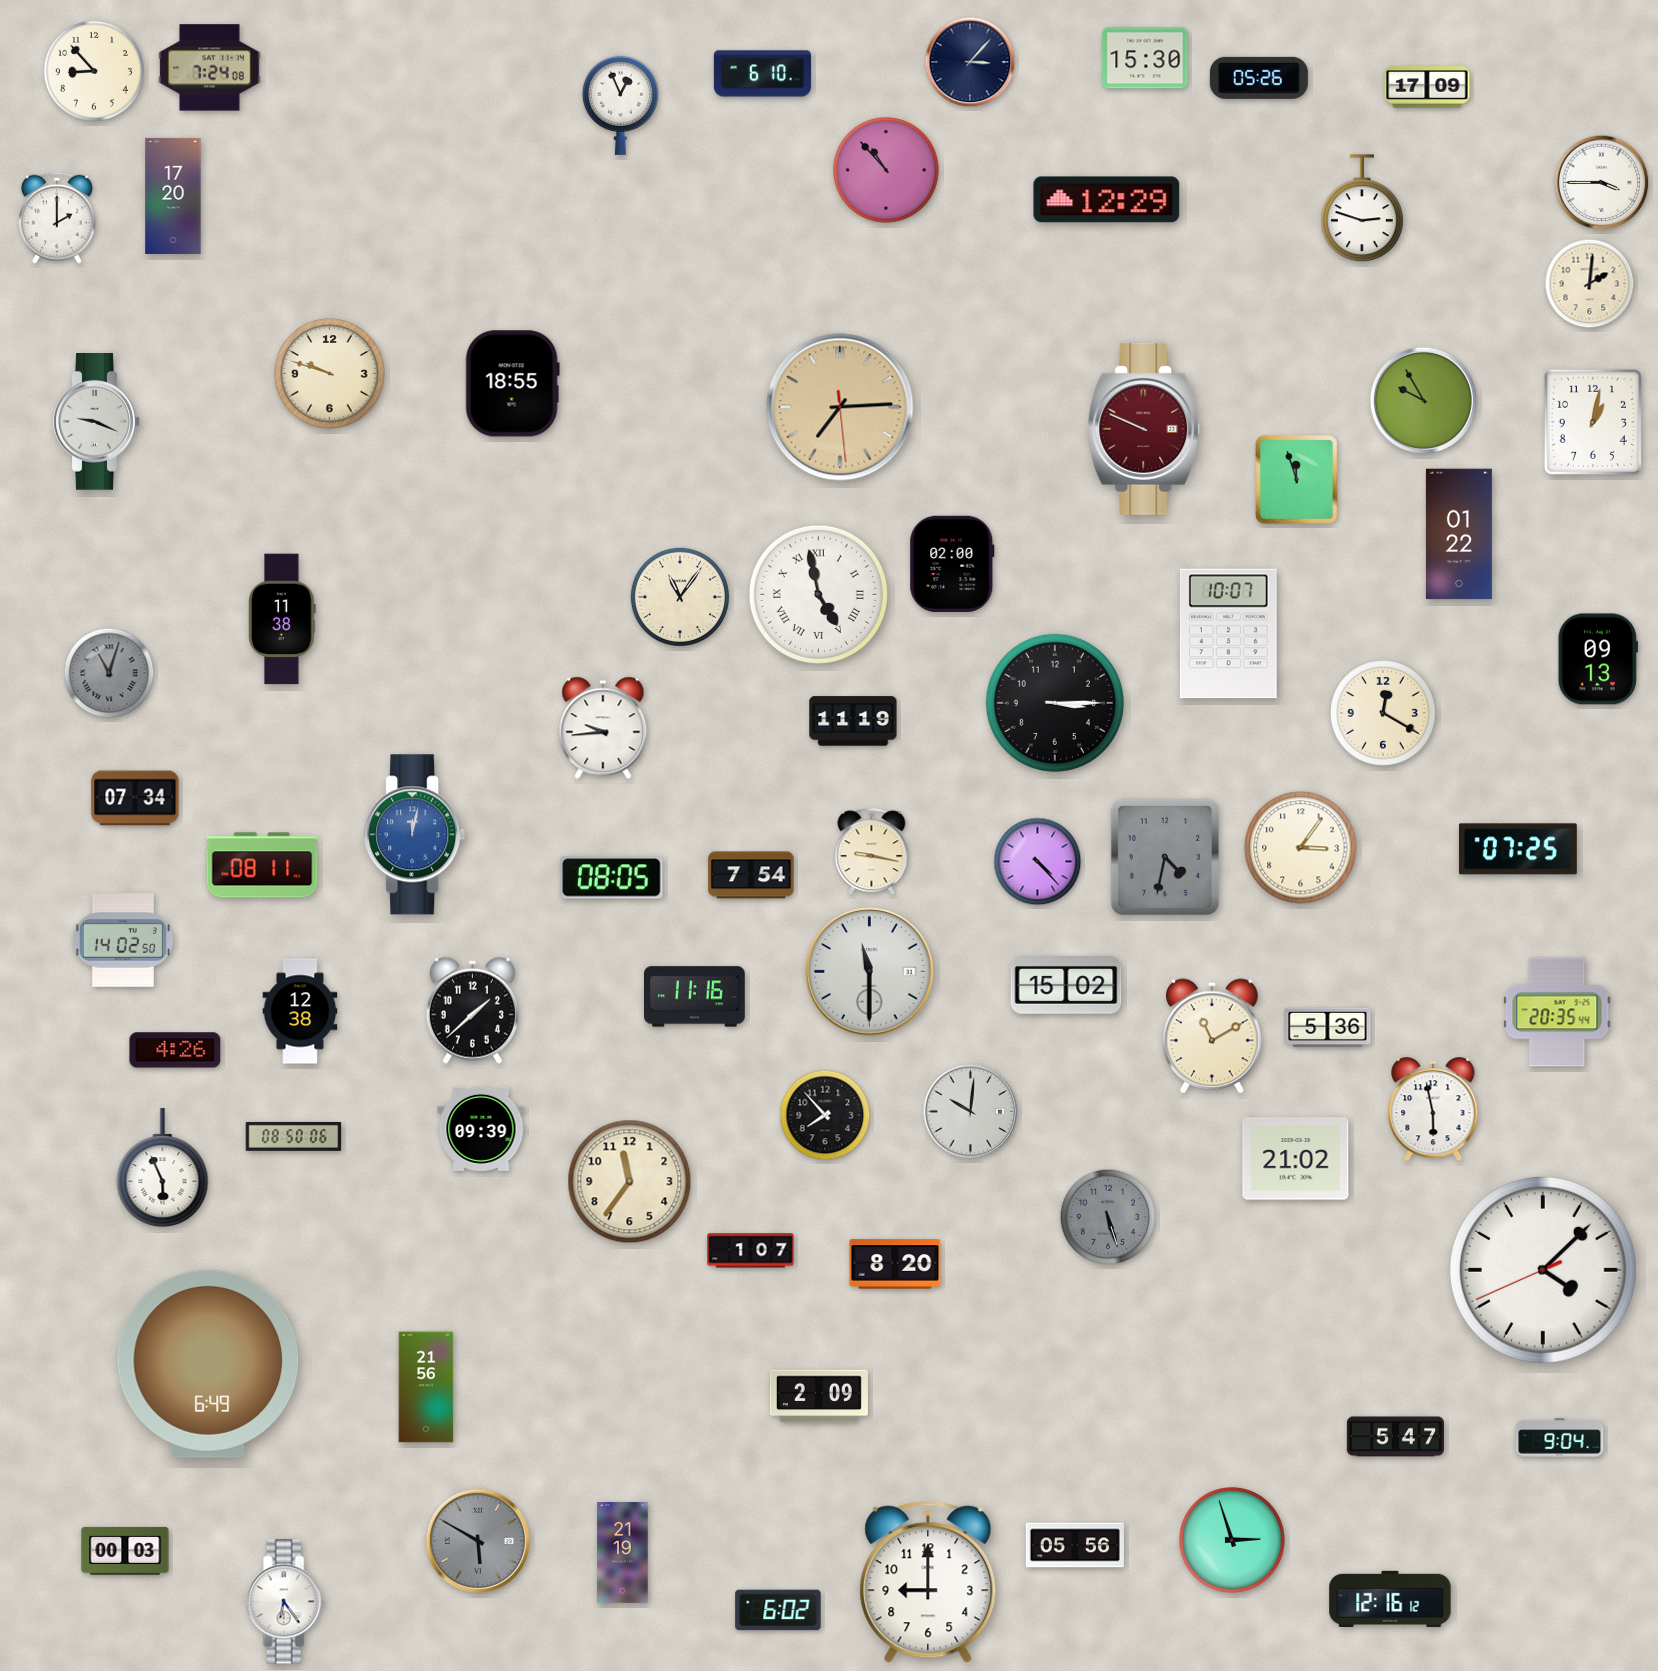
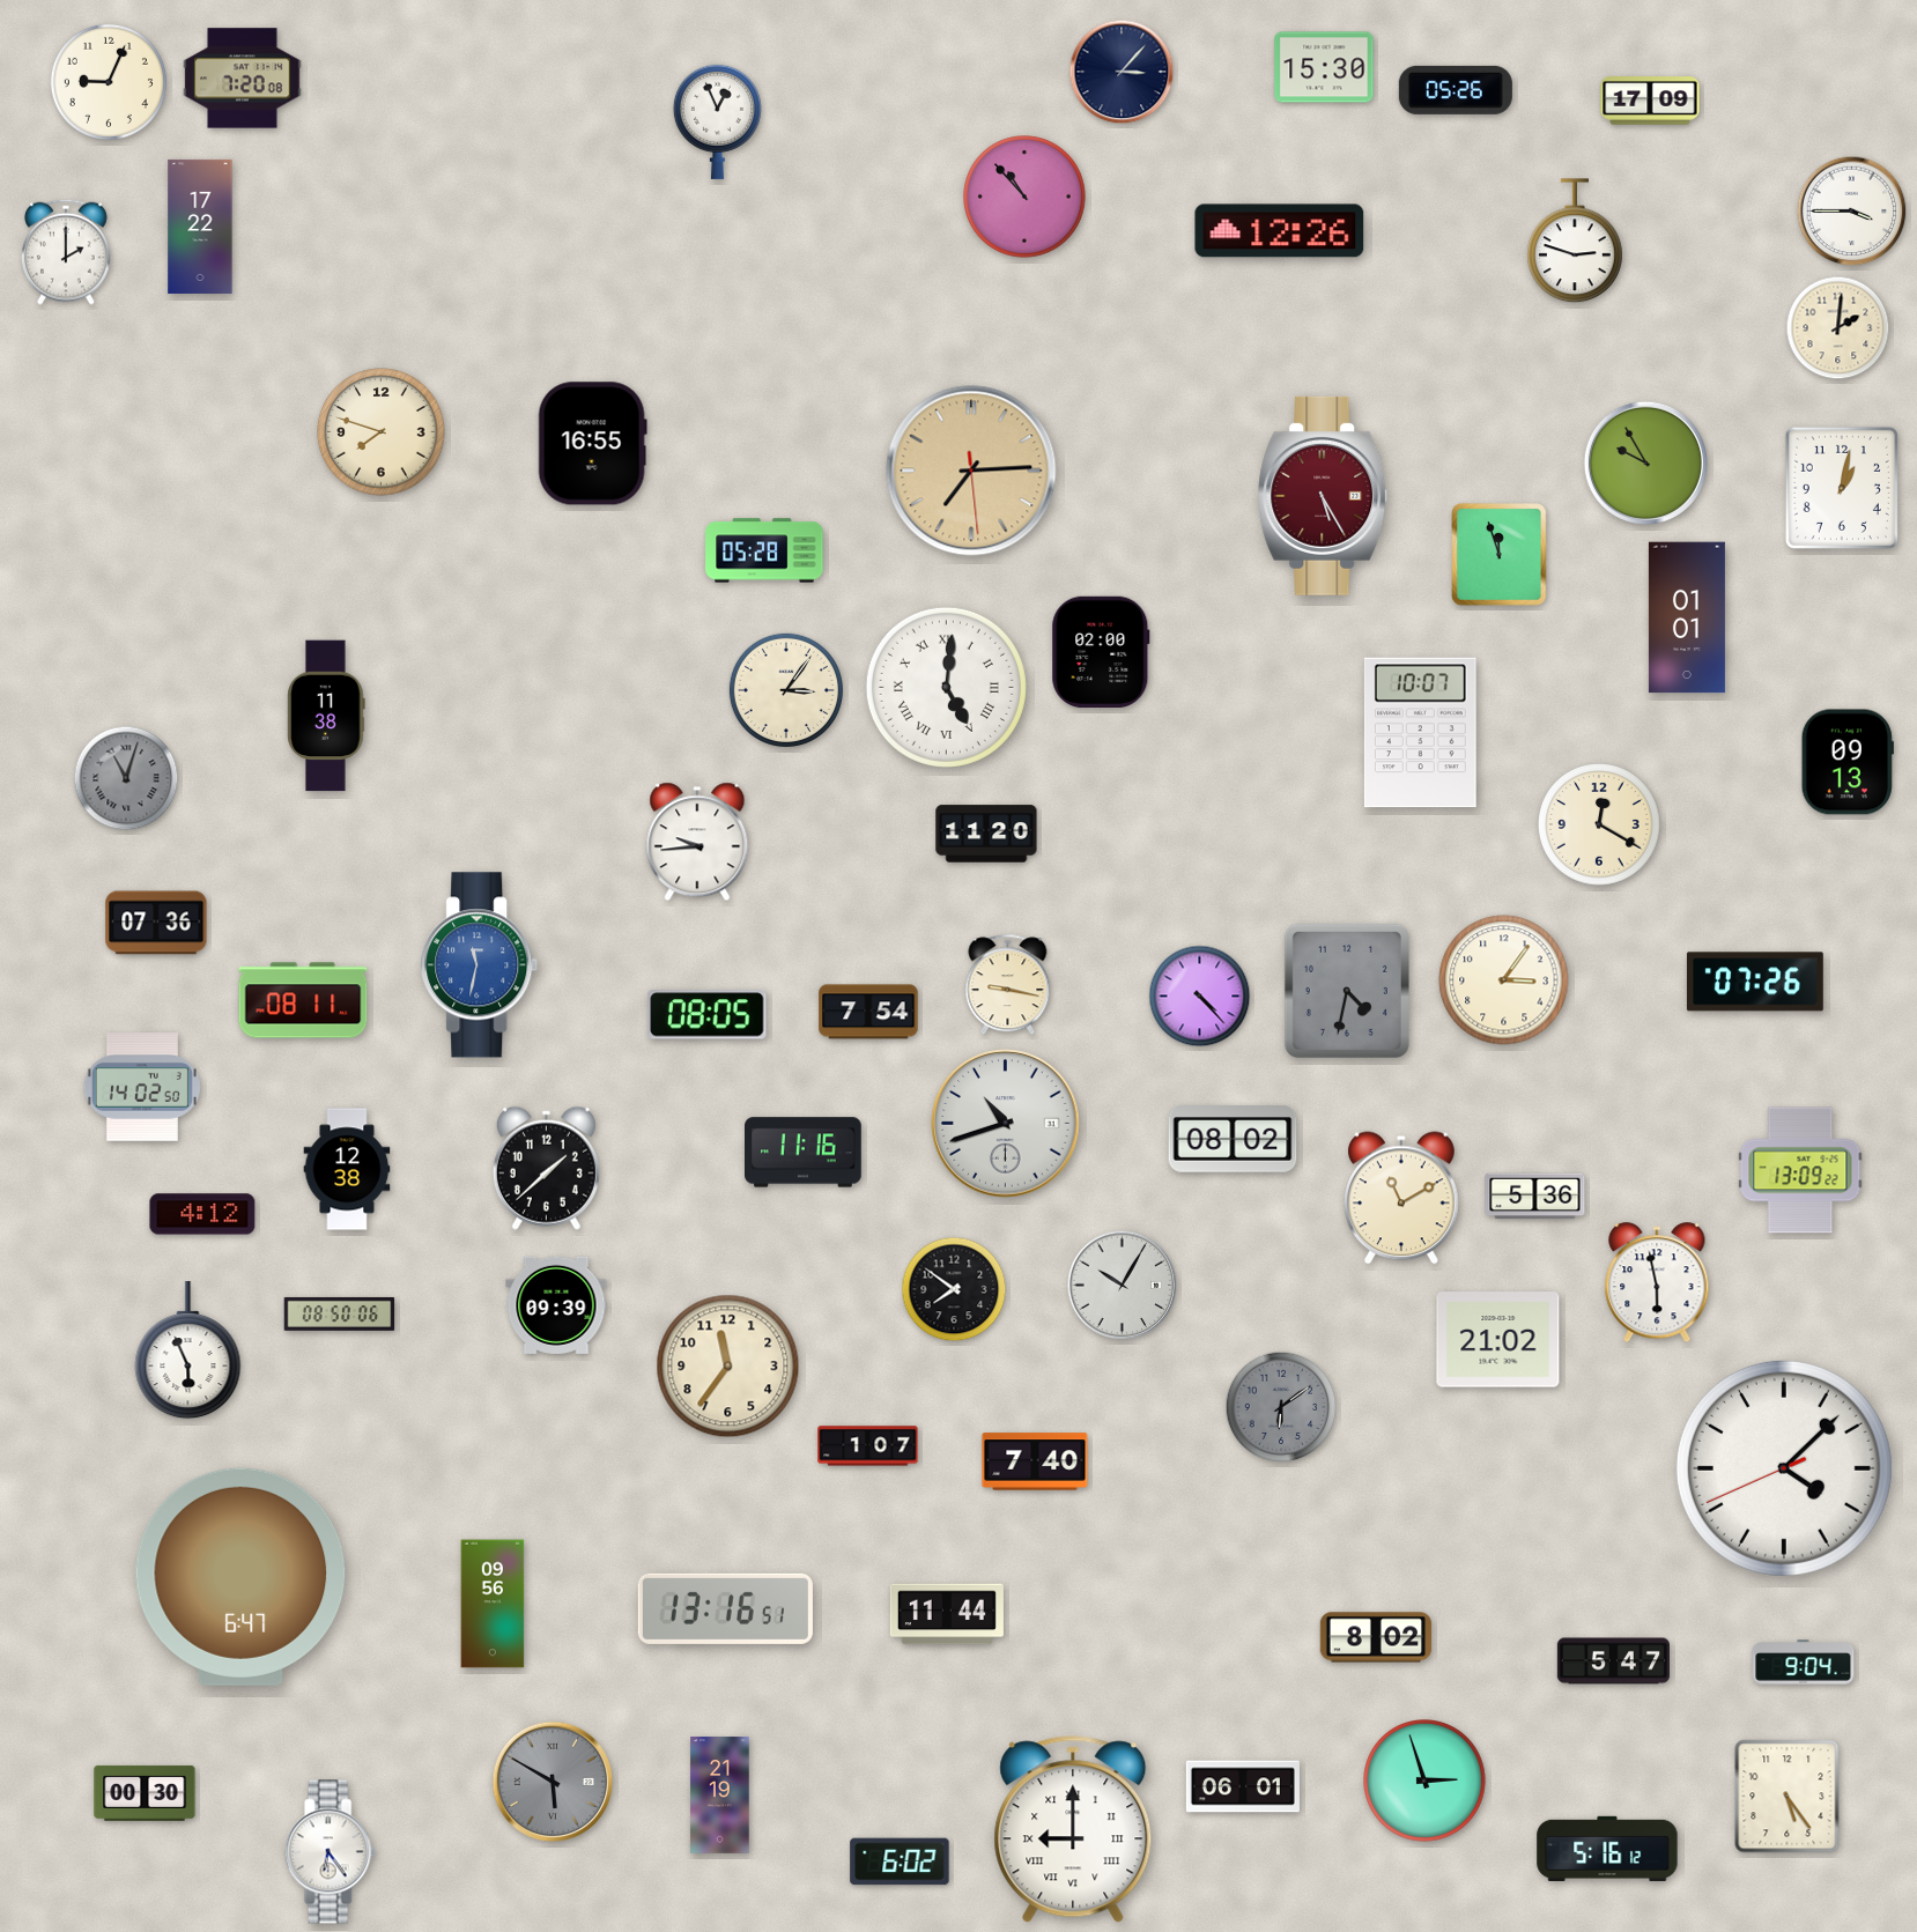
clock at (210, 68): 7:24 -> 7:20
clock at (94, 71): 8:53 -> 9:04
clock at (762, 74): 6:10 -> none
clock at (173, 196): 17:20 -> 17:22
clock at (1107, 200): 12:29 -> 12:26
clock at (330, 374): 9:48 -> 7:48
clock at (512, 384): 18:55 -> 16:55
clock at (97, 422): 9:19 -> none
clock at (1144, 429): 9:49 -> 5:25
clock at (764, 550): none -> 05:28
clock at (1459, 534): 01:22 -> 01:01
clock at (818, 594): 4:58 -> 5:01
clock at (680, 597): 11:06 -> 3:06
clock at (1055, 703): 3:15 -> none
clock at (853, 721): 11:19 -> 11:20
clock at (135, 798): 07:34 -> 07:36
clock at (415, 835): 12:02 -> 11:32
clock at (1518, 849): 07:25 -> 07:26
clock at (870, 972): 11:30 -> 10:42
clock at (1066, 985): 15:02 -> 08:02
clock at (1557, 1012): 20:35 -> 13:09
clock at (1328, 1028) position: (1328, 1028) -> (1535, 1197)
clock at (175, 1050): 4:26 -> 4:12
clock at (971, 1112): 10:01 -> 10:05
clock at (825, 1115): 7:53 -> 7:51
clock at (1108, 1217): 5:27 -> 6:09
clock at (895, 1264): 8:20 -> 7:40
clock at (208, 1364): 6:49 -> 6:47
clock at (426, 1387): 21:56 -> 09:56
clock at (725, 1608): none -> 13:16
clock at (819, 1396): 2:09 -> 11:44
clock at (1376, 1637): none -> 8:02
clock at (1075, 1545): 05:56 -> 06:01
clock at (125, 1551): 00:03 -> 00:30
clock at (1788, 1797): none -> 5:24
clock at (928, 1582) numerals: Arabic -> Roman
clock at (1390, 1599): 12:16 -> 5:16
